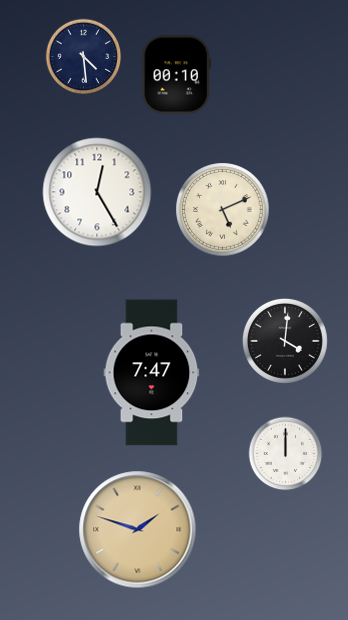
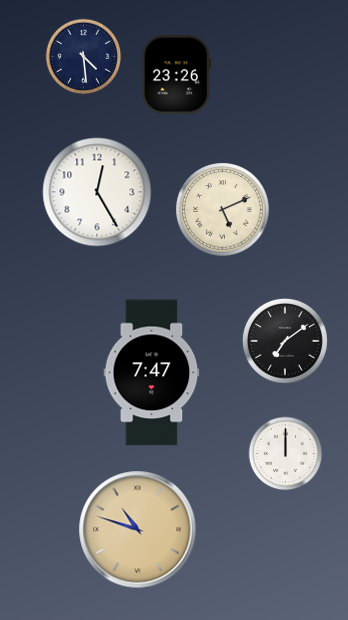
clock at (177, 75): 00:10 -> 23:26
clock at (285, 341): 4:01 -> 7:09
clock at (138, 530): 1:48 -> 10:48
